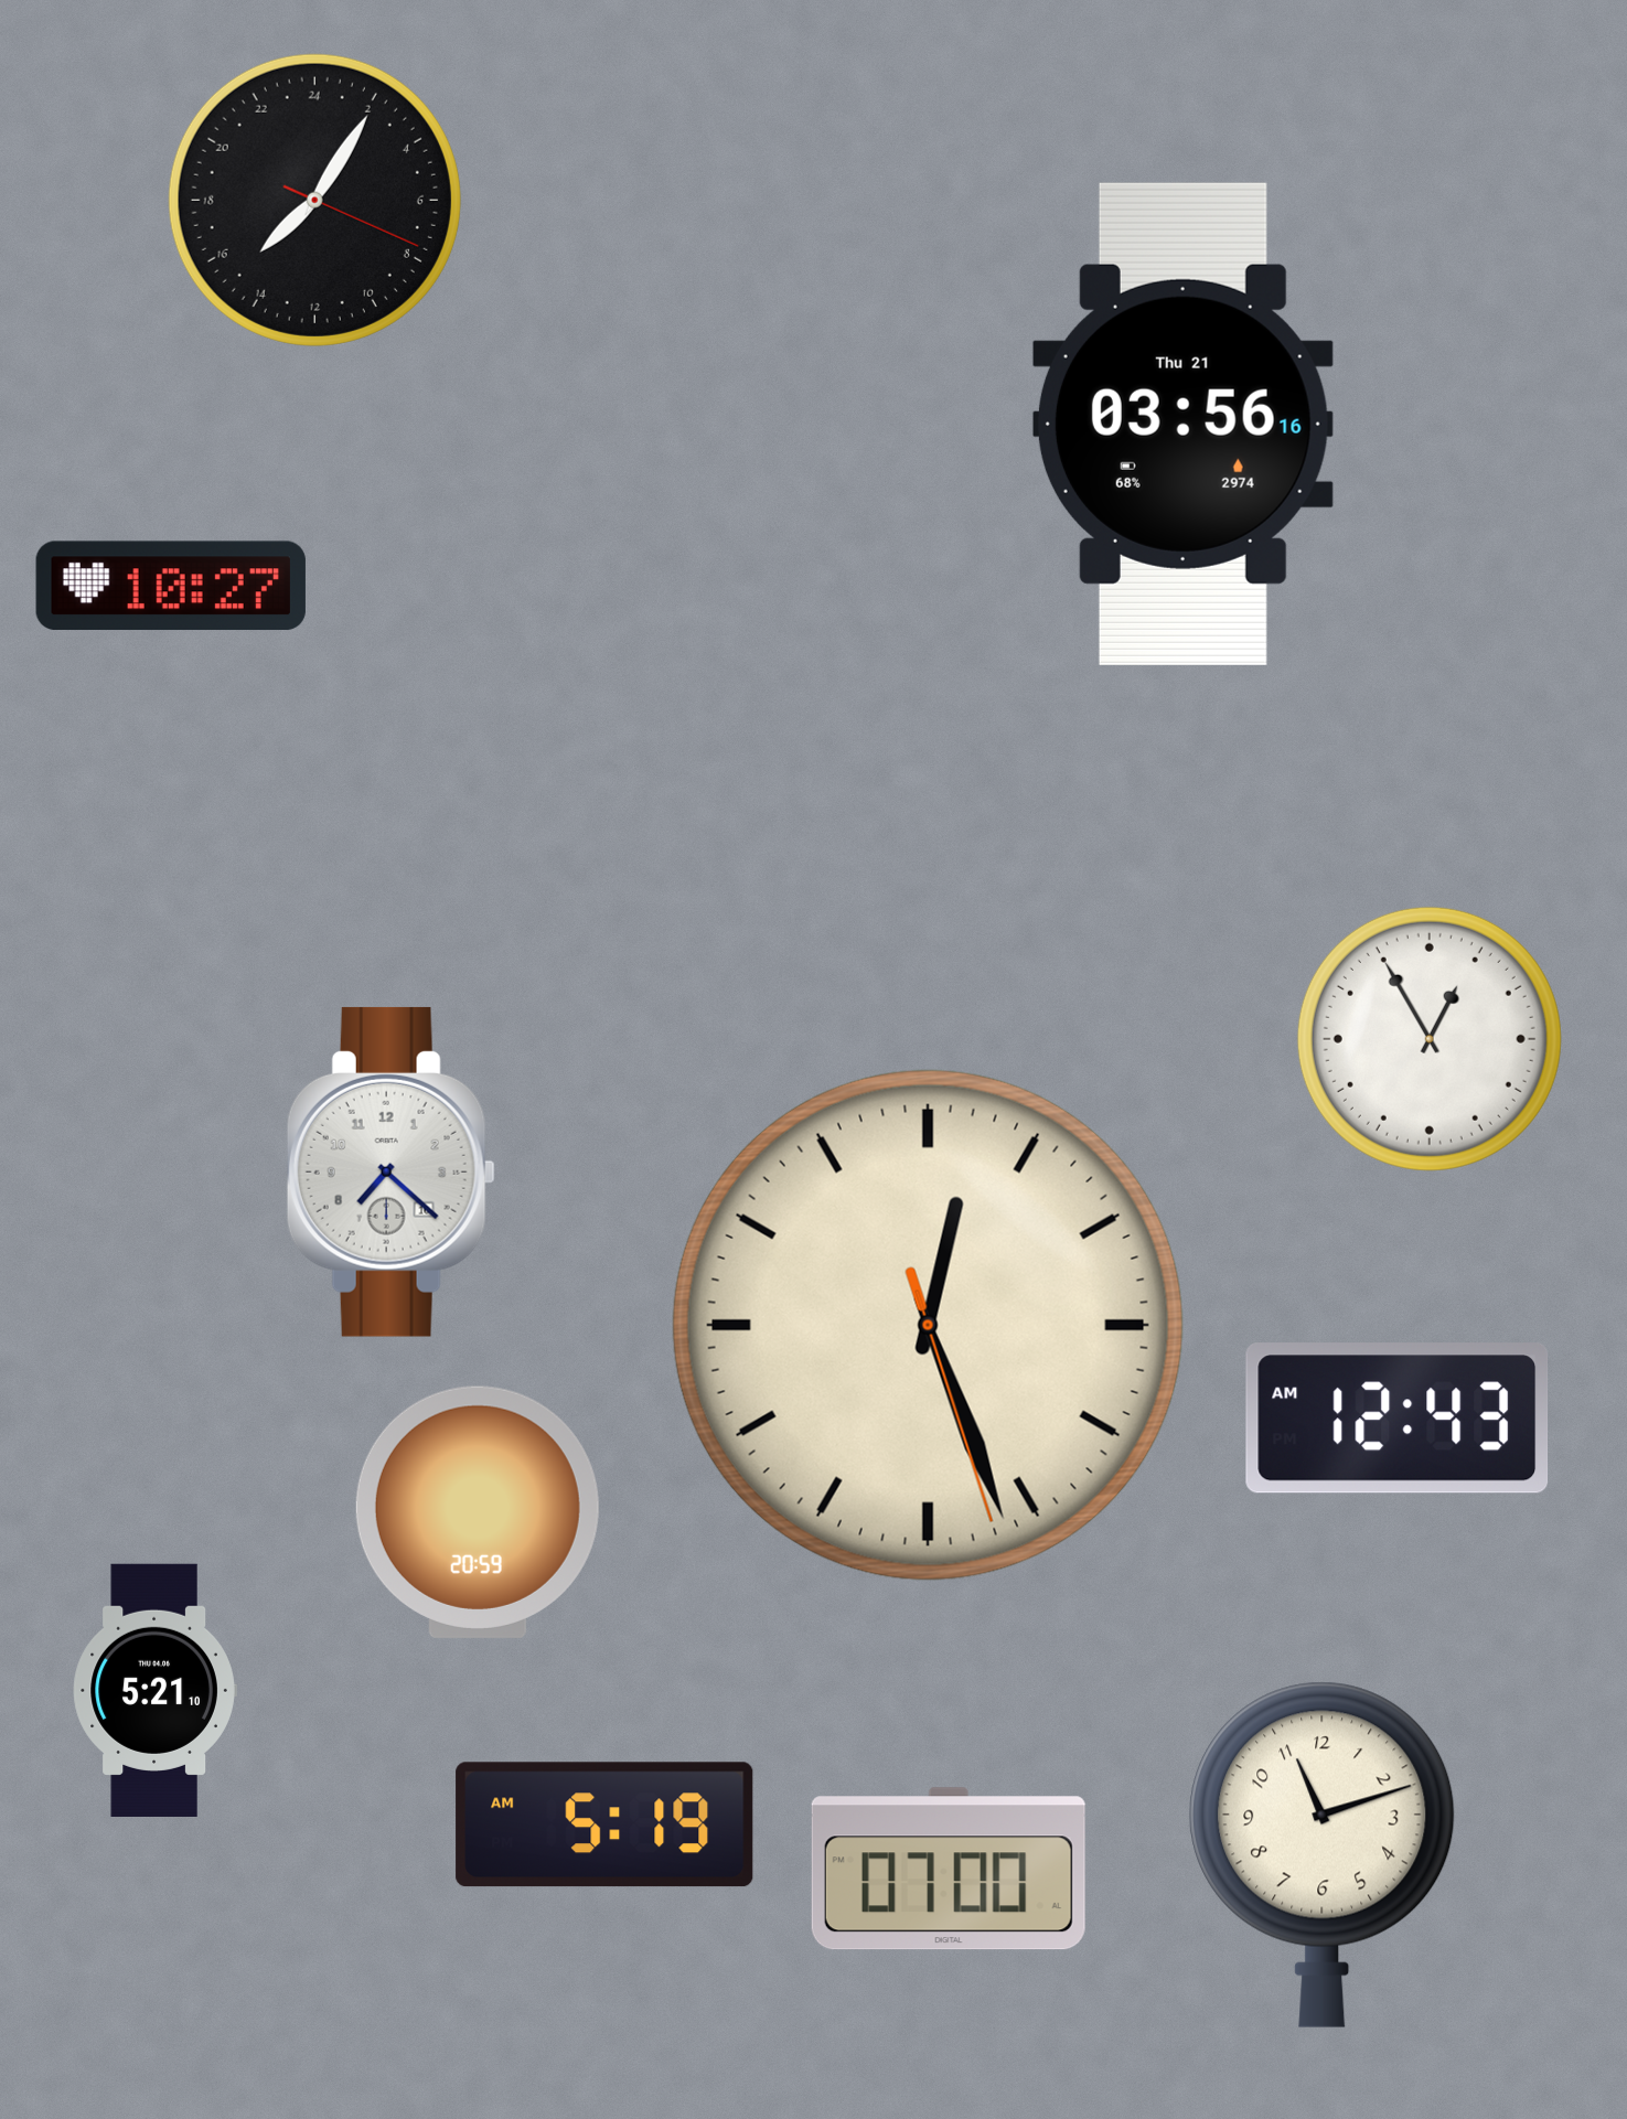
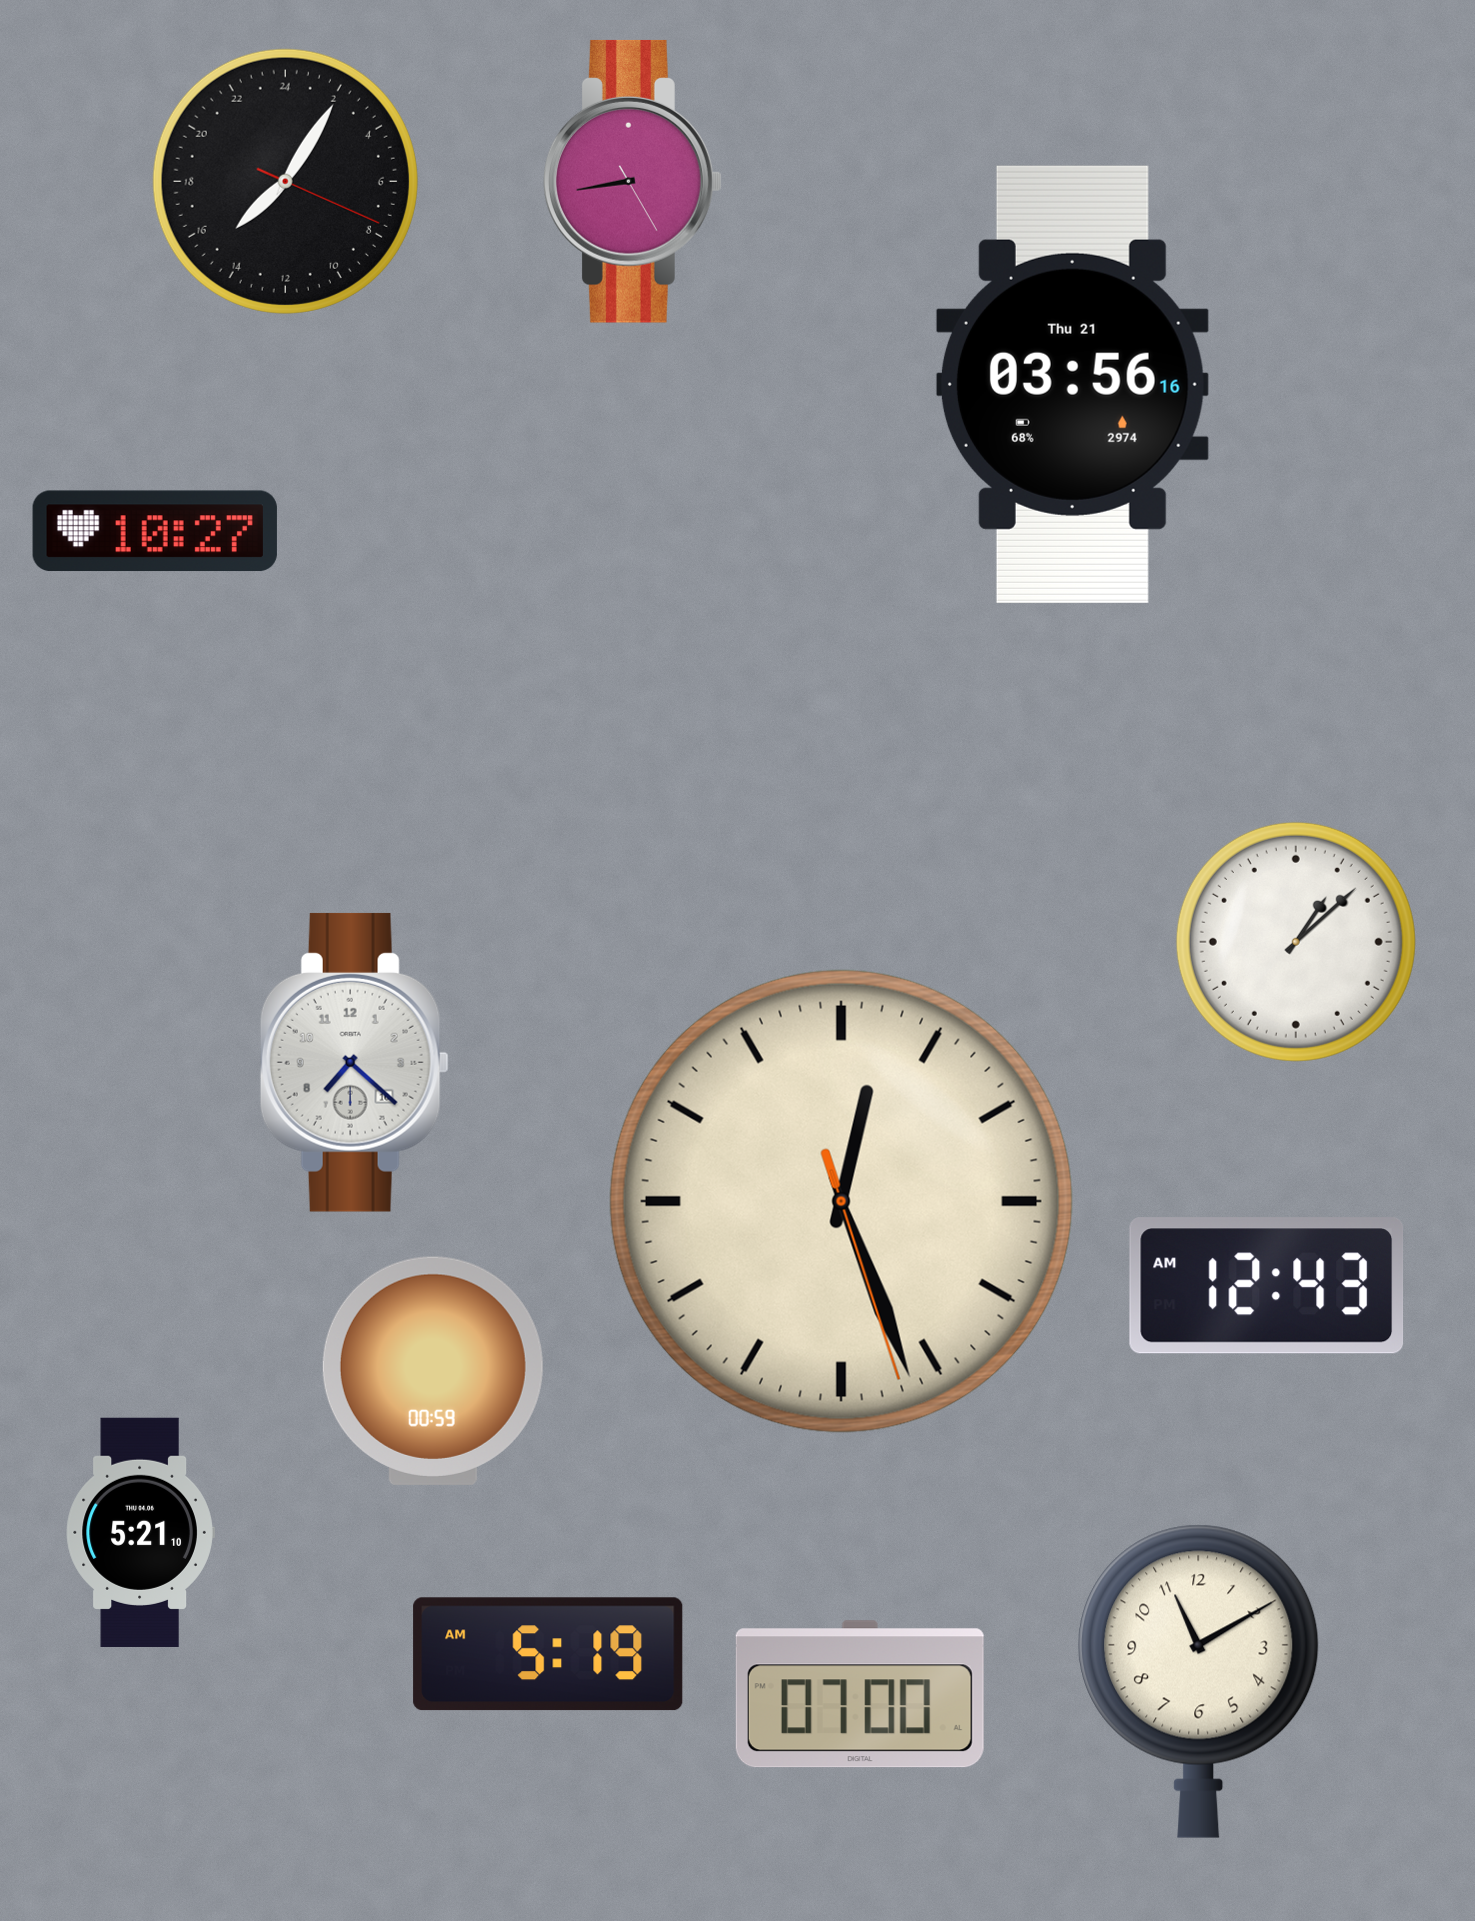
clock at (633, 181): none -> 8:43
clock at (1430, 1039): 12:55 -> 1:08
clock at (478, 1512): 20:59 -> 00:59
clock at (1323, 1854): 11:12 -> 11:10
